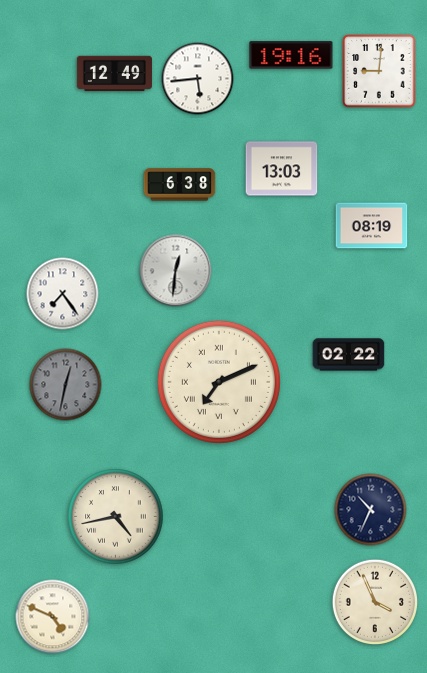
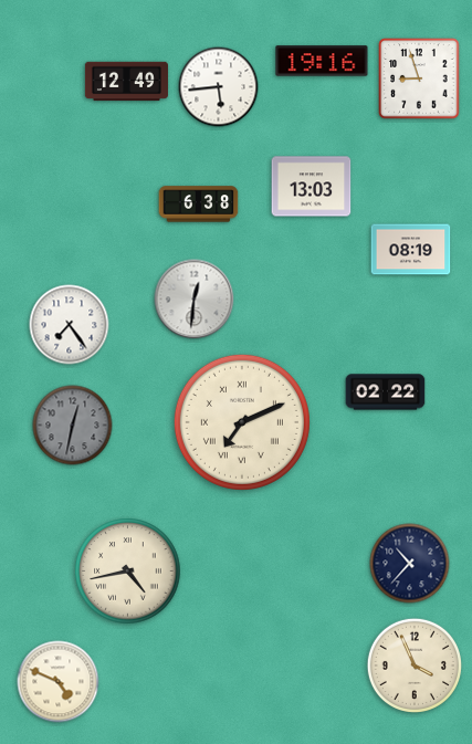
clock at (379, 71): 9:01 -> 8:57
clock at (371, 510): 10:34 -> 10:37
